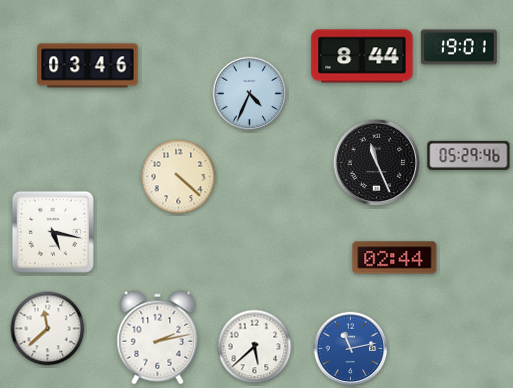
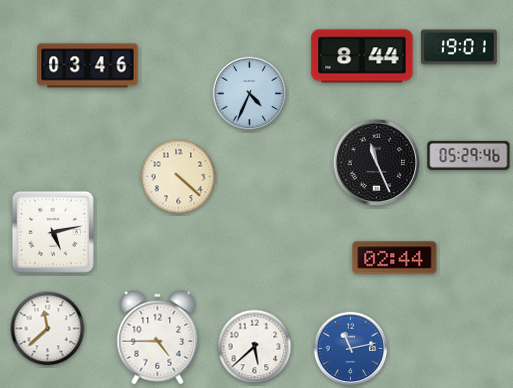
clock at (53, 232): 5:17 -> 5:13
clock at (158, 338): 2:13 -> 4:45
